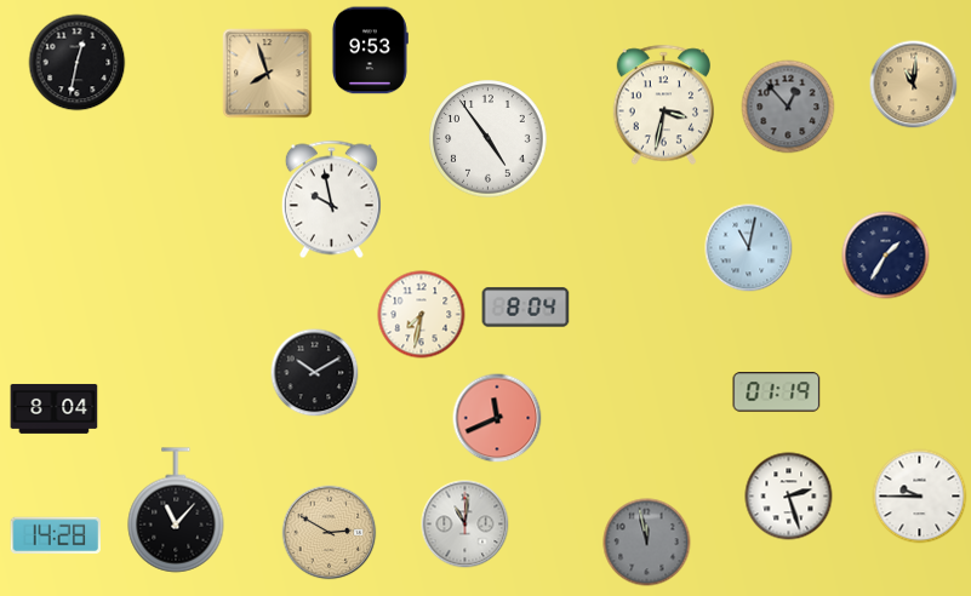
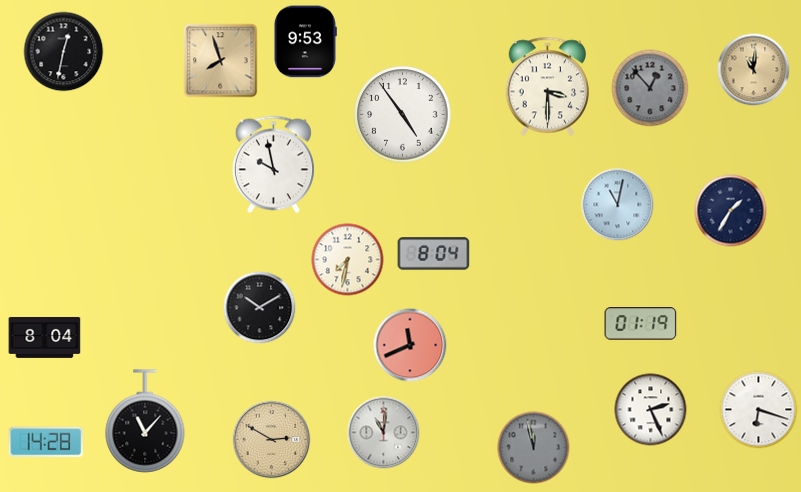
clock at (663, 105): 3:32 -> 3:30
clock at (789, 497): 2:27 -> 2:26
clock at (920, 497): 9:45 -> 6:18
